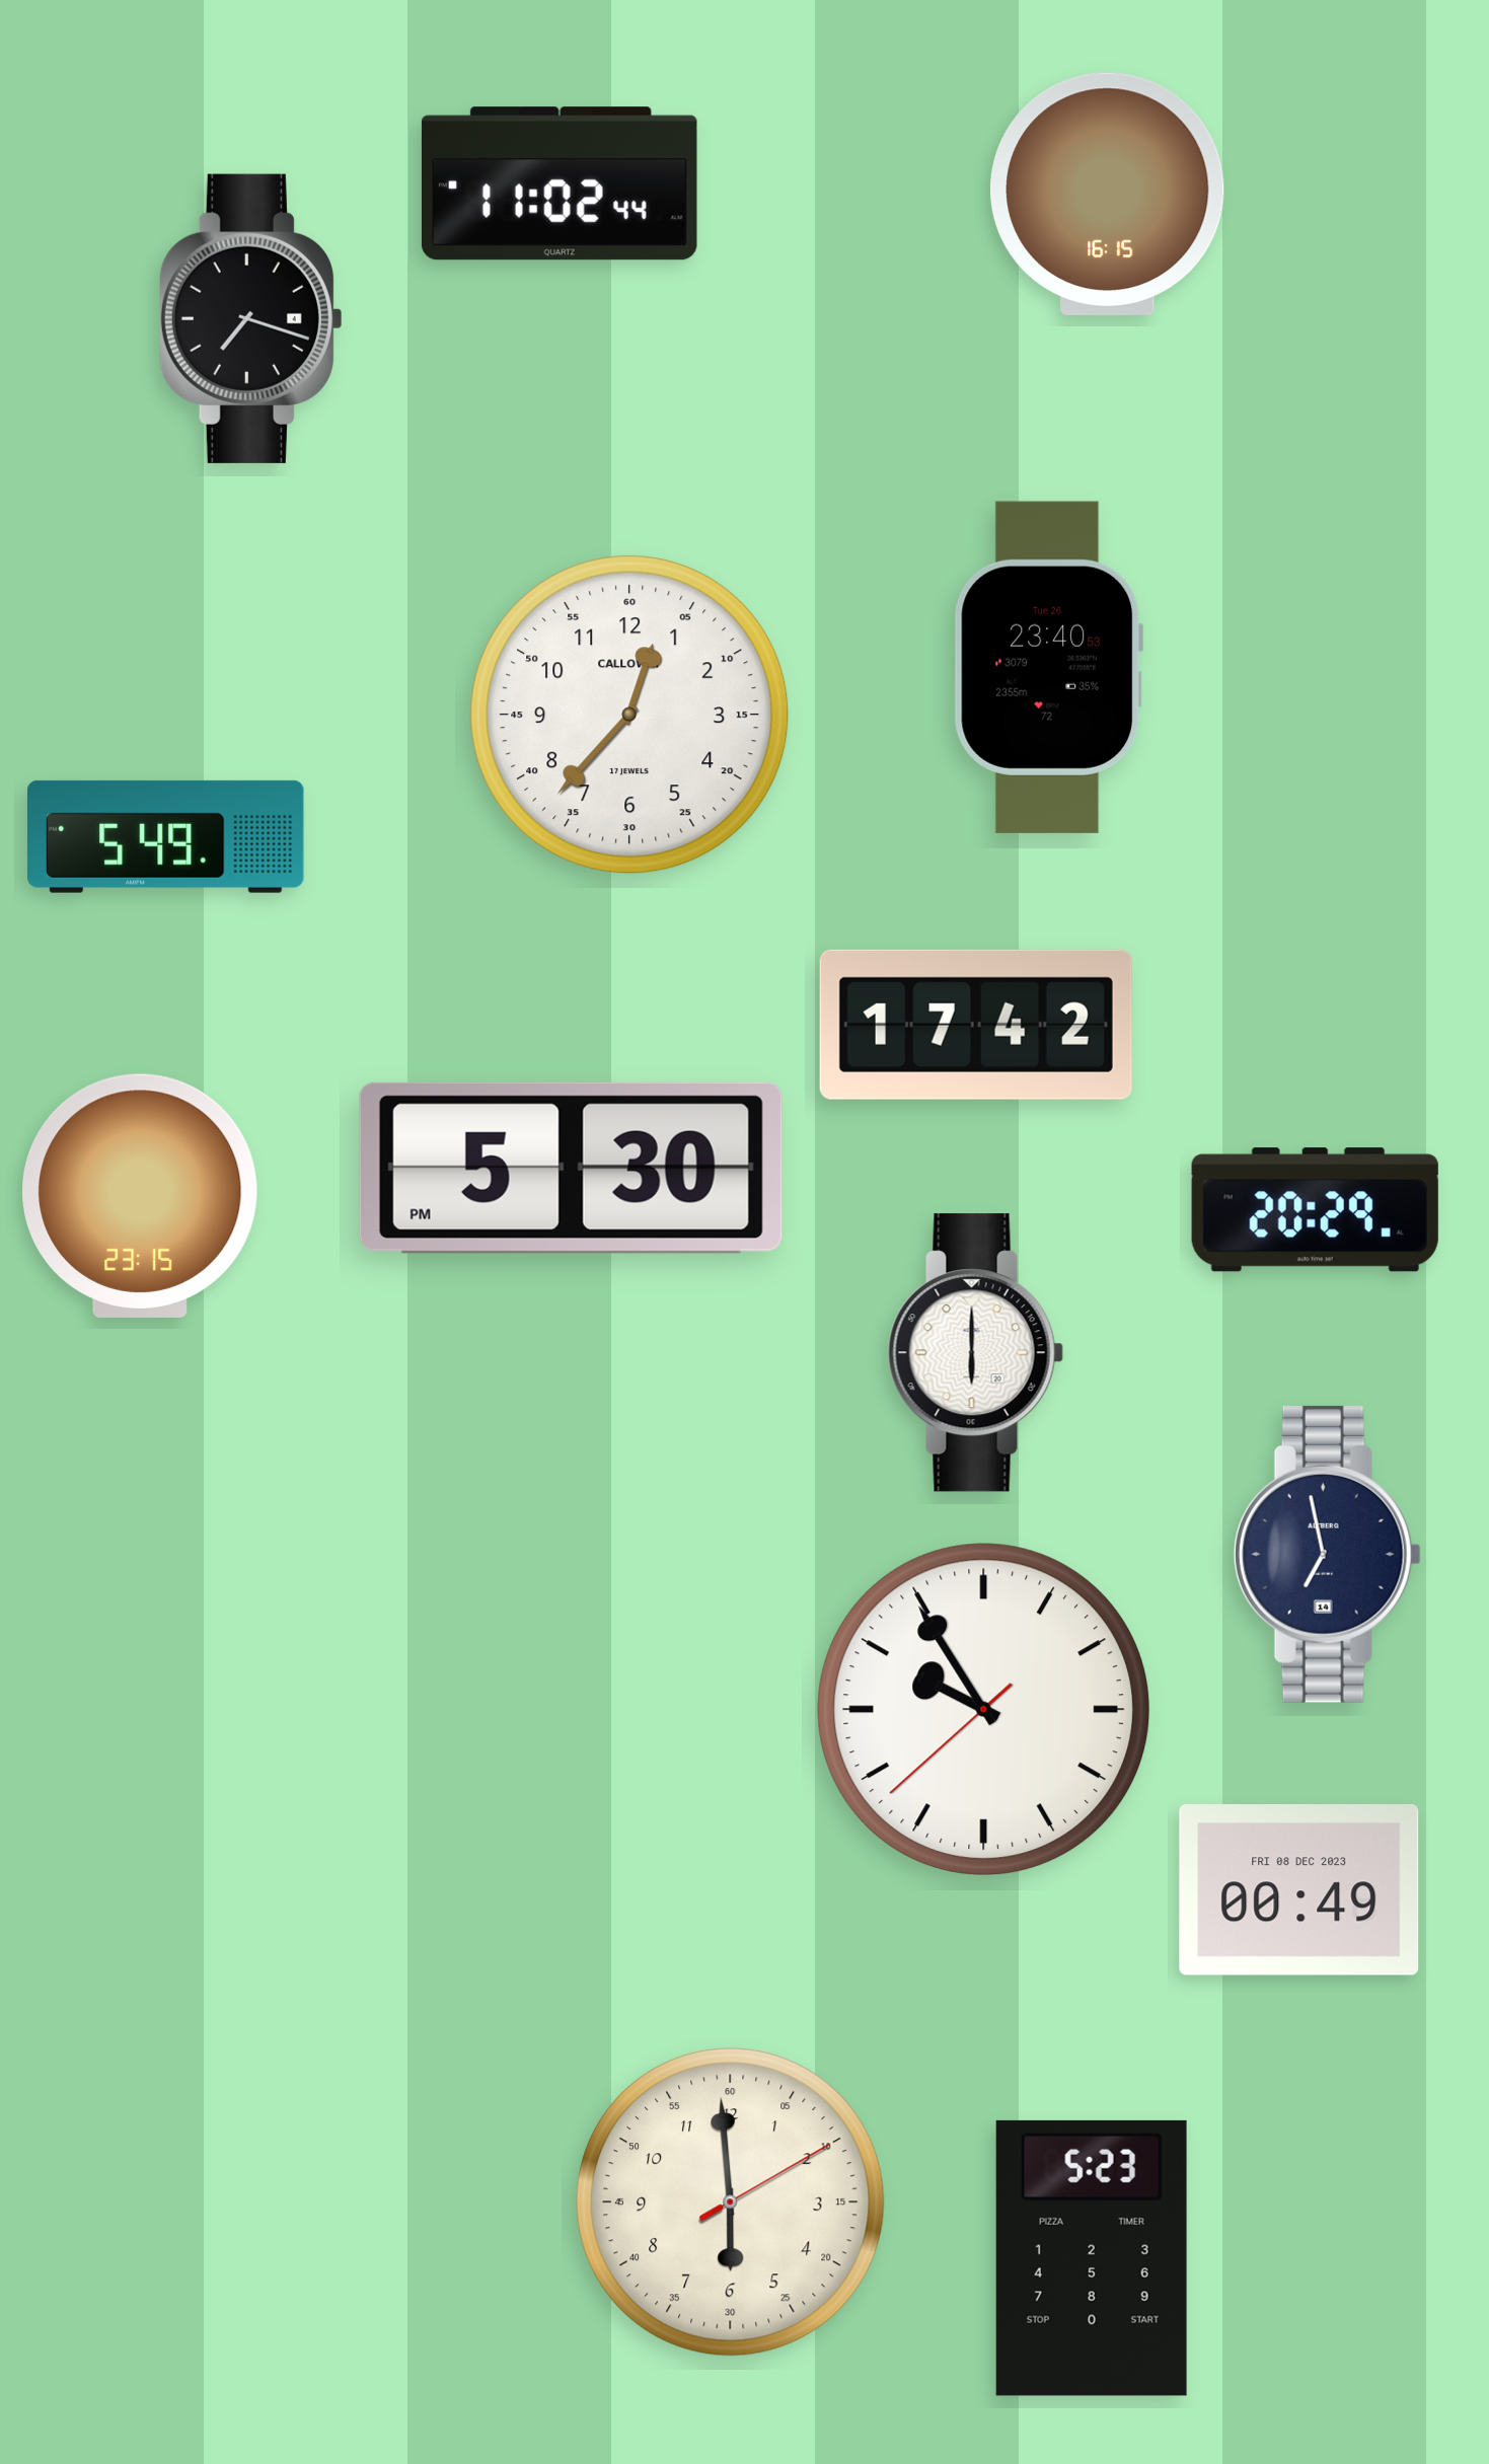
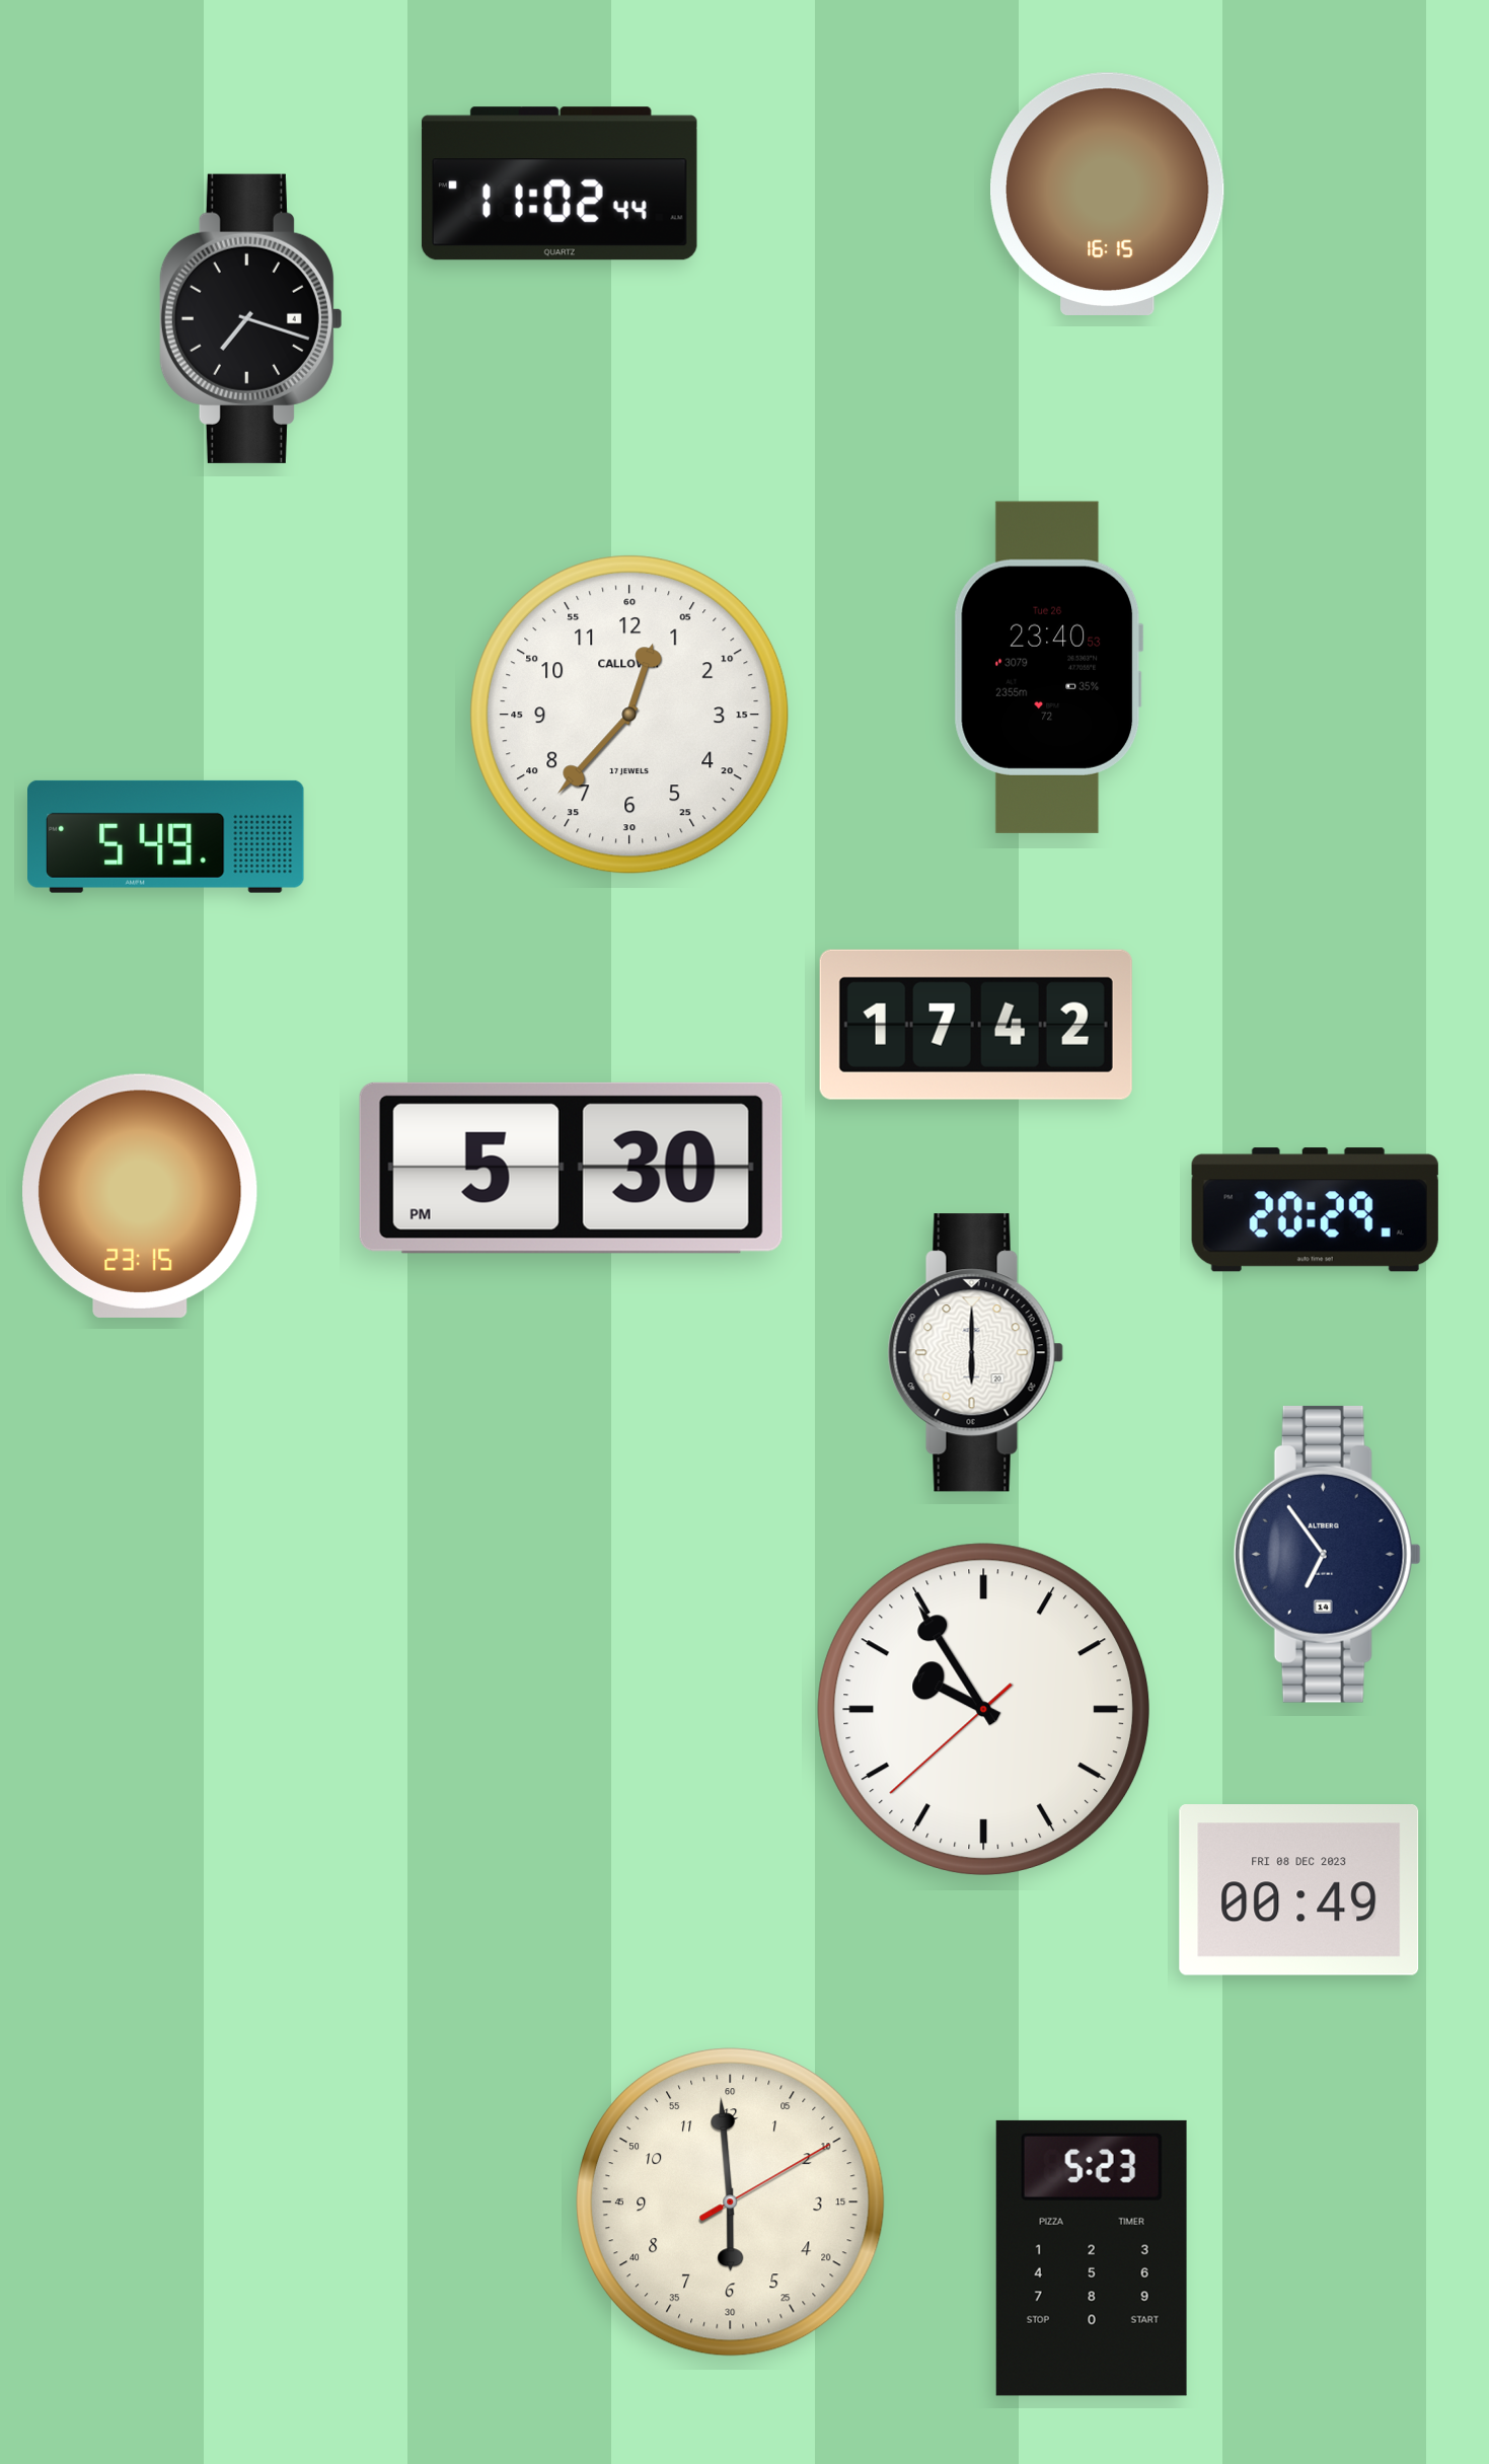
clock at (1327, 1554): 6:58 -> 6:54
